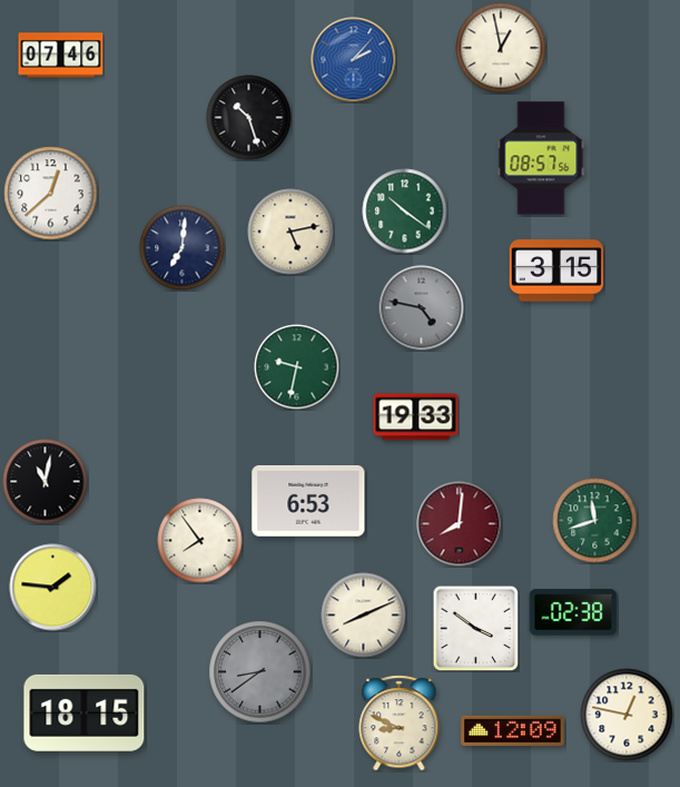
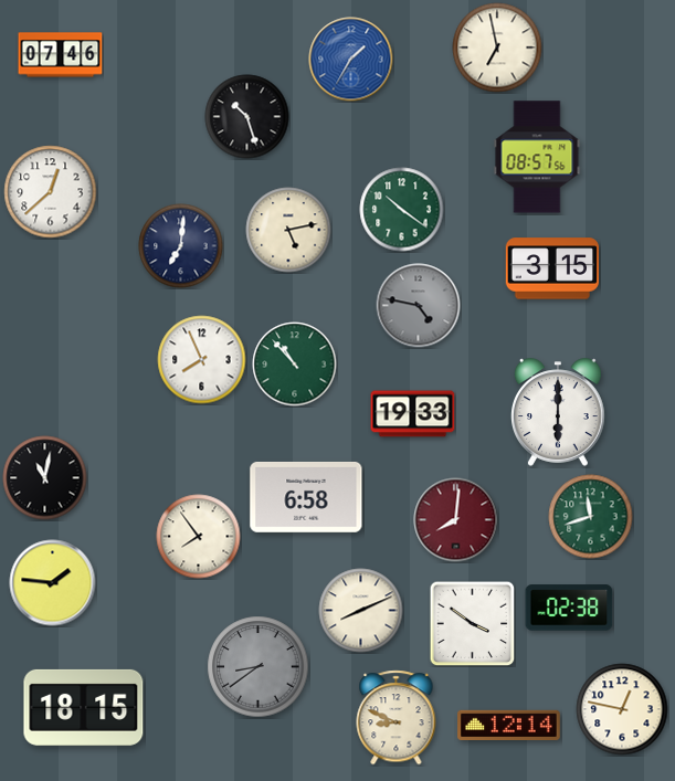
clock at (501, 48): 12:58 -> 6:58
clock at (354, 60): 2:07 -> 1:35
clock at (202, 360): none -> 7:56
clock at (297, 367): 9:32 -> 10:53
clock at (559, 412): none -> 6:00
clock at (308, 501): 6:53 -> 6:58
clock at (513, 731): 12:09 -> 12:14
